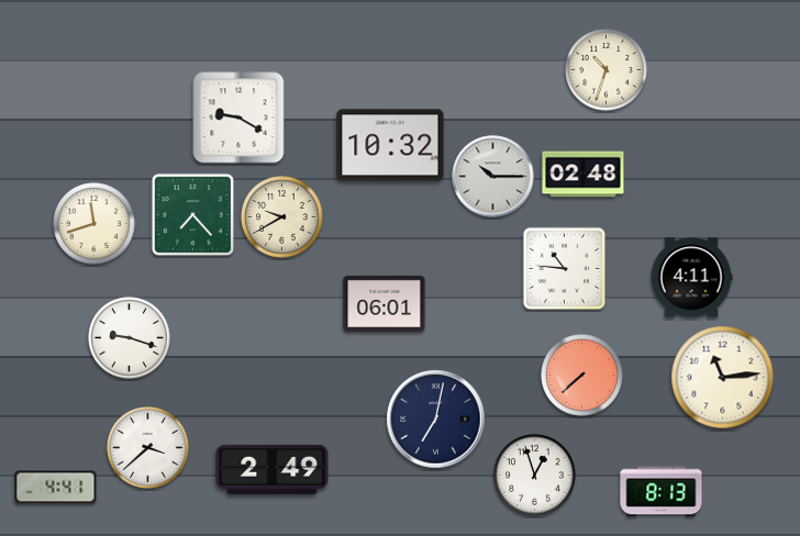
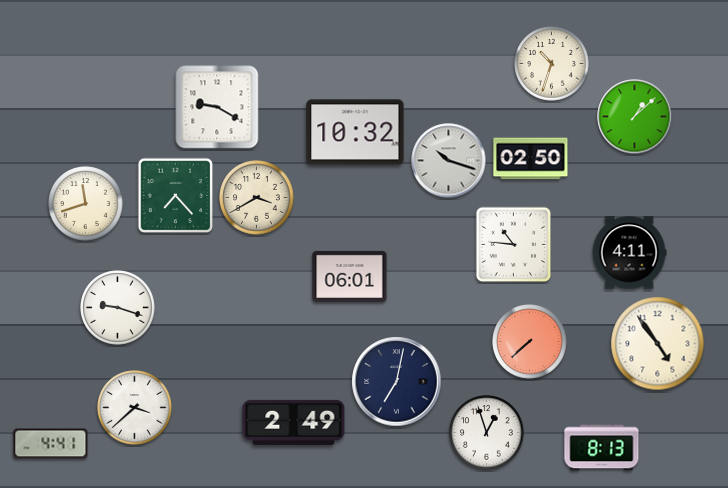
clock at (635, 117): none -> 1:08
clock at (584, 175): 02:48 -> 02:50
clock at (493, 177): 10:15 -> 10:18
clock at (282, 217): 9:40 -> 3:40
clock at (723, 378): 11:14 -> 4:54
clock at (273, 469) position: (273, 469) -> (294, 422)
